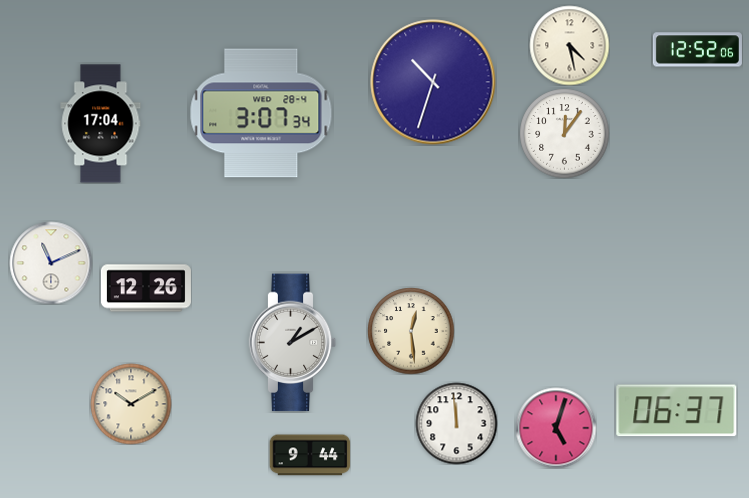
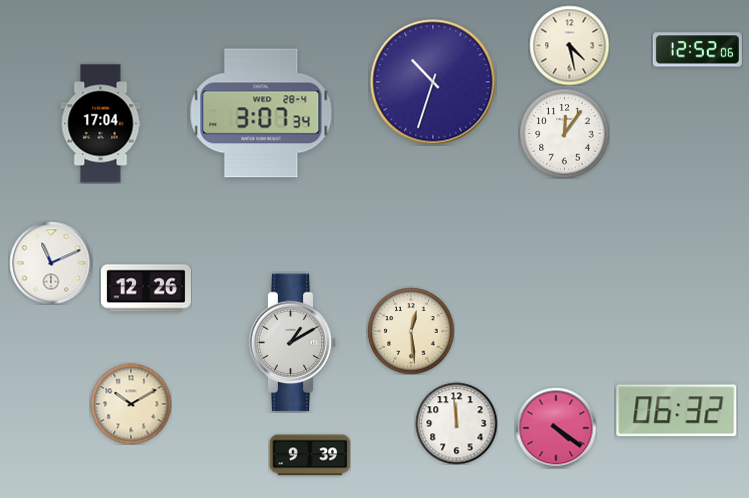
clock at (677, 411): 06:37 -> 06:32
clock at (556, 428): 5:03 -> 4:21
clock at (310, 455): 9:44 -> 9:39
